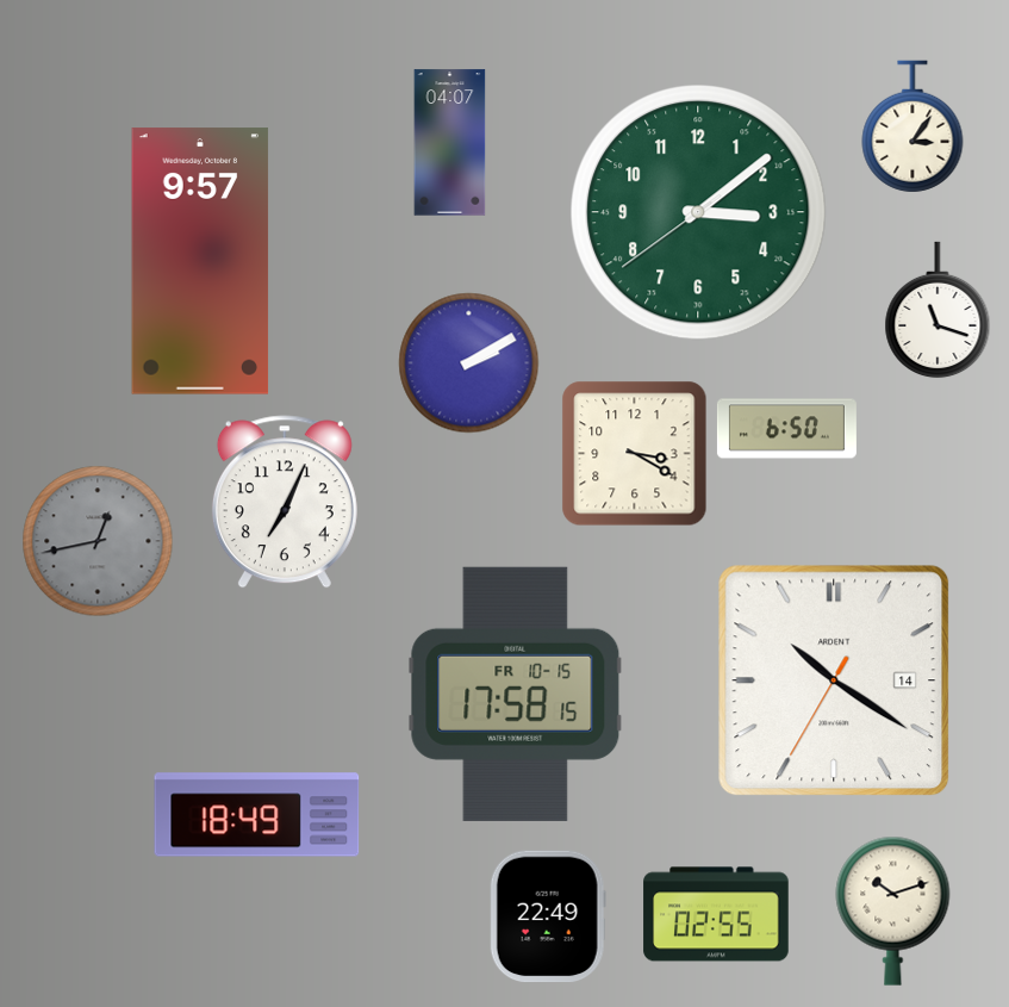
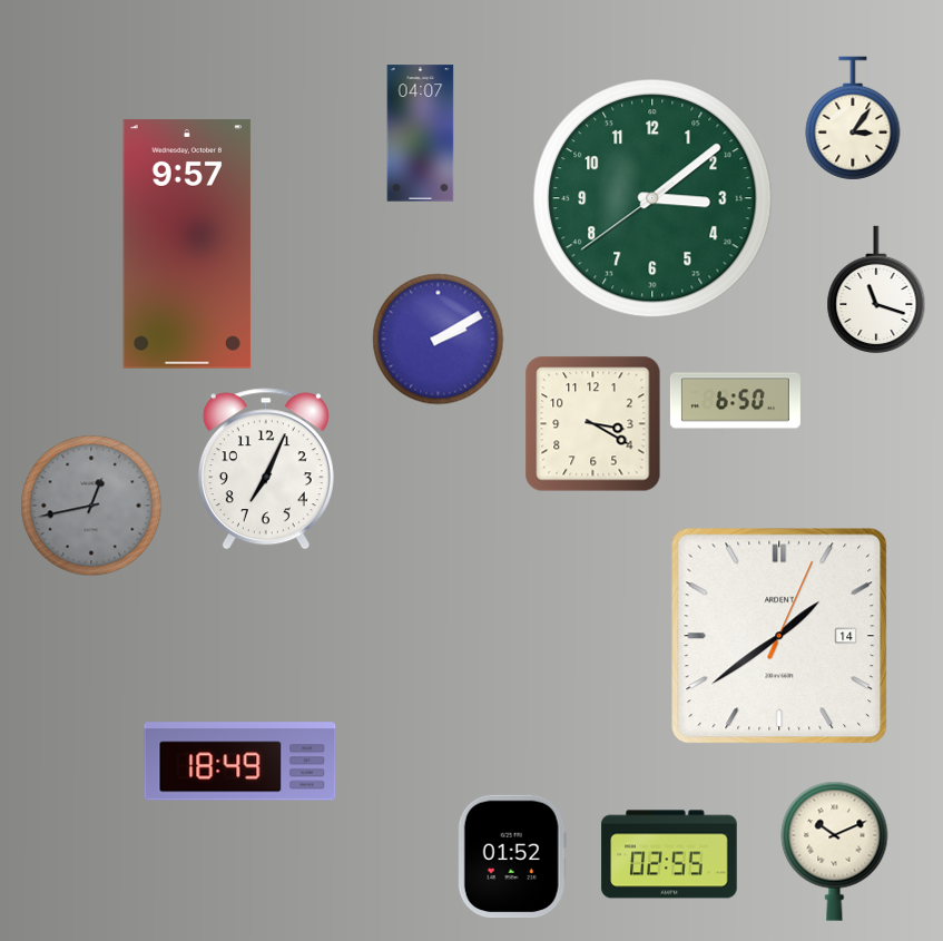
clock at (834, 680): 10:20 -> 1:39
clock at (516, 694): 17:58 -> none
clock at (893, 910): 10:12 -> 10:11
clock at (548, 916): 22:49 -> 01:52
